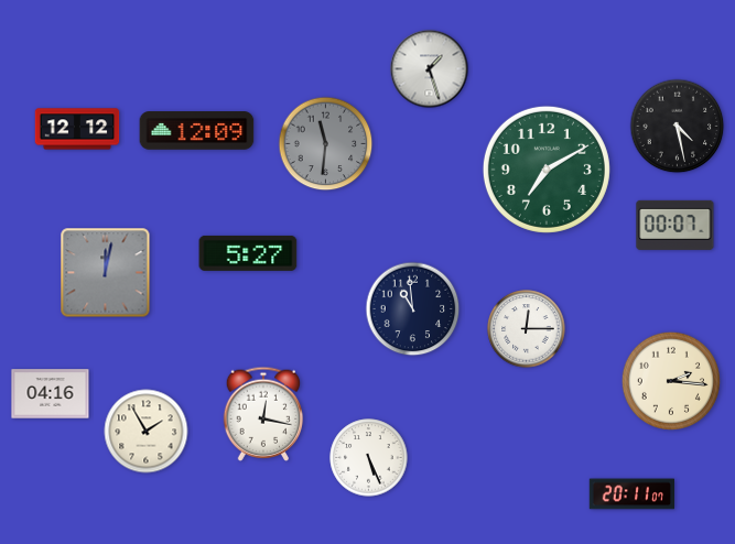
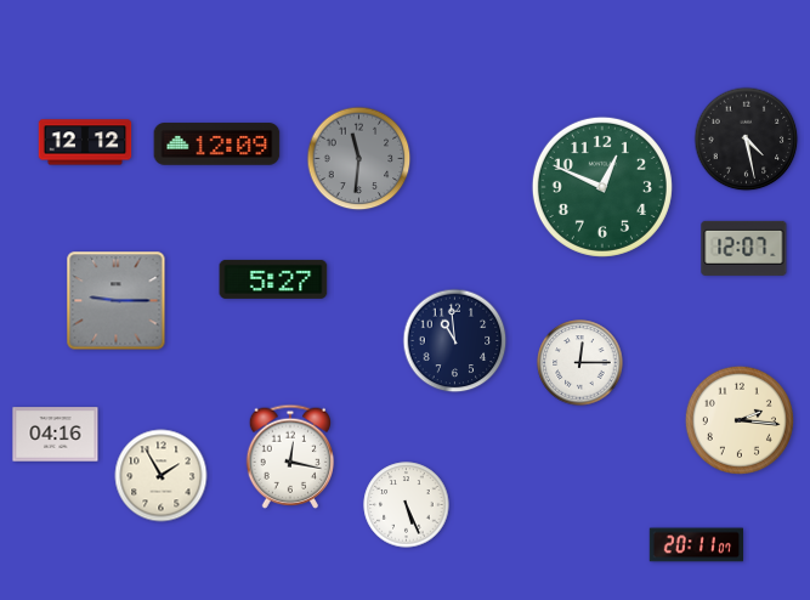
clock at (430, 69): 1:27 -> none
clock at (547, 170): 7:10 -> 12:49
clock at (675, 225): 00:07 -> 12:07
clock at (106, 273): 12:02 -> 9:15
